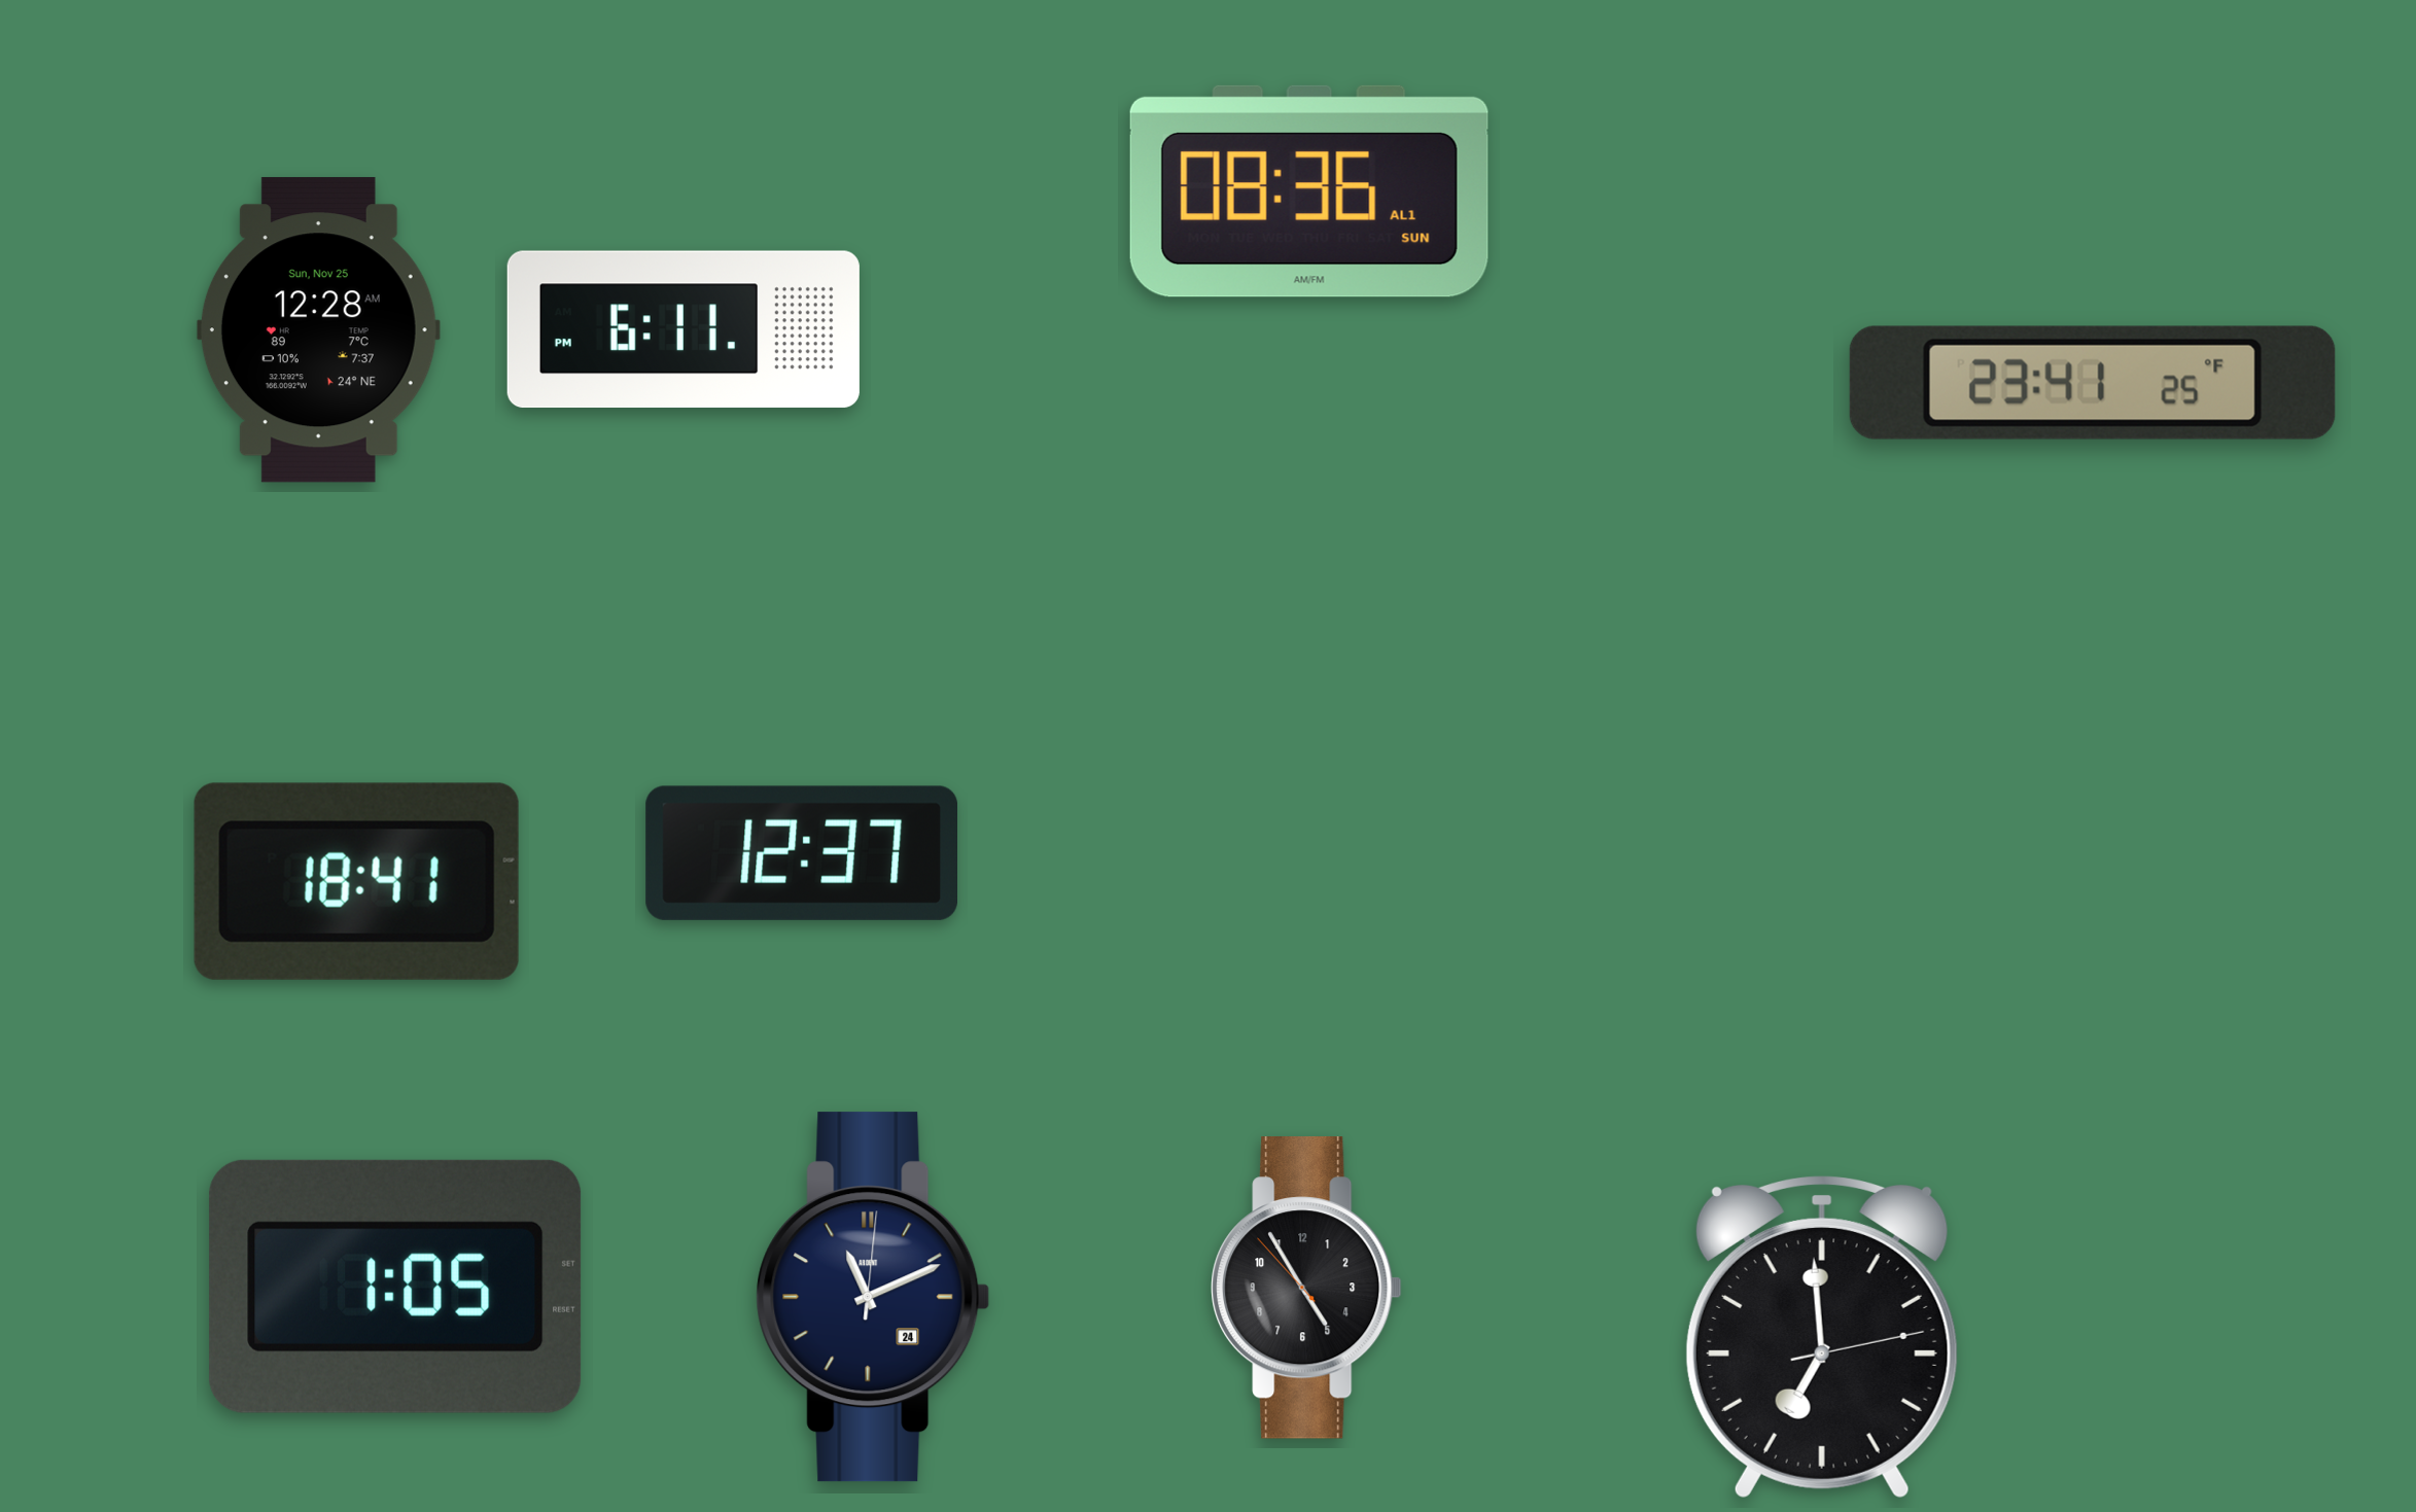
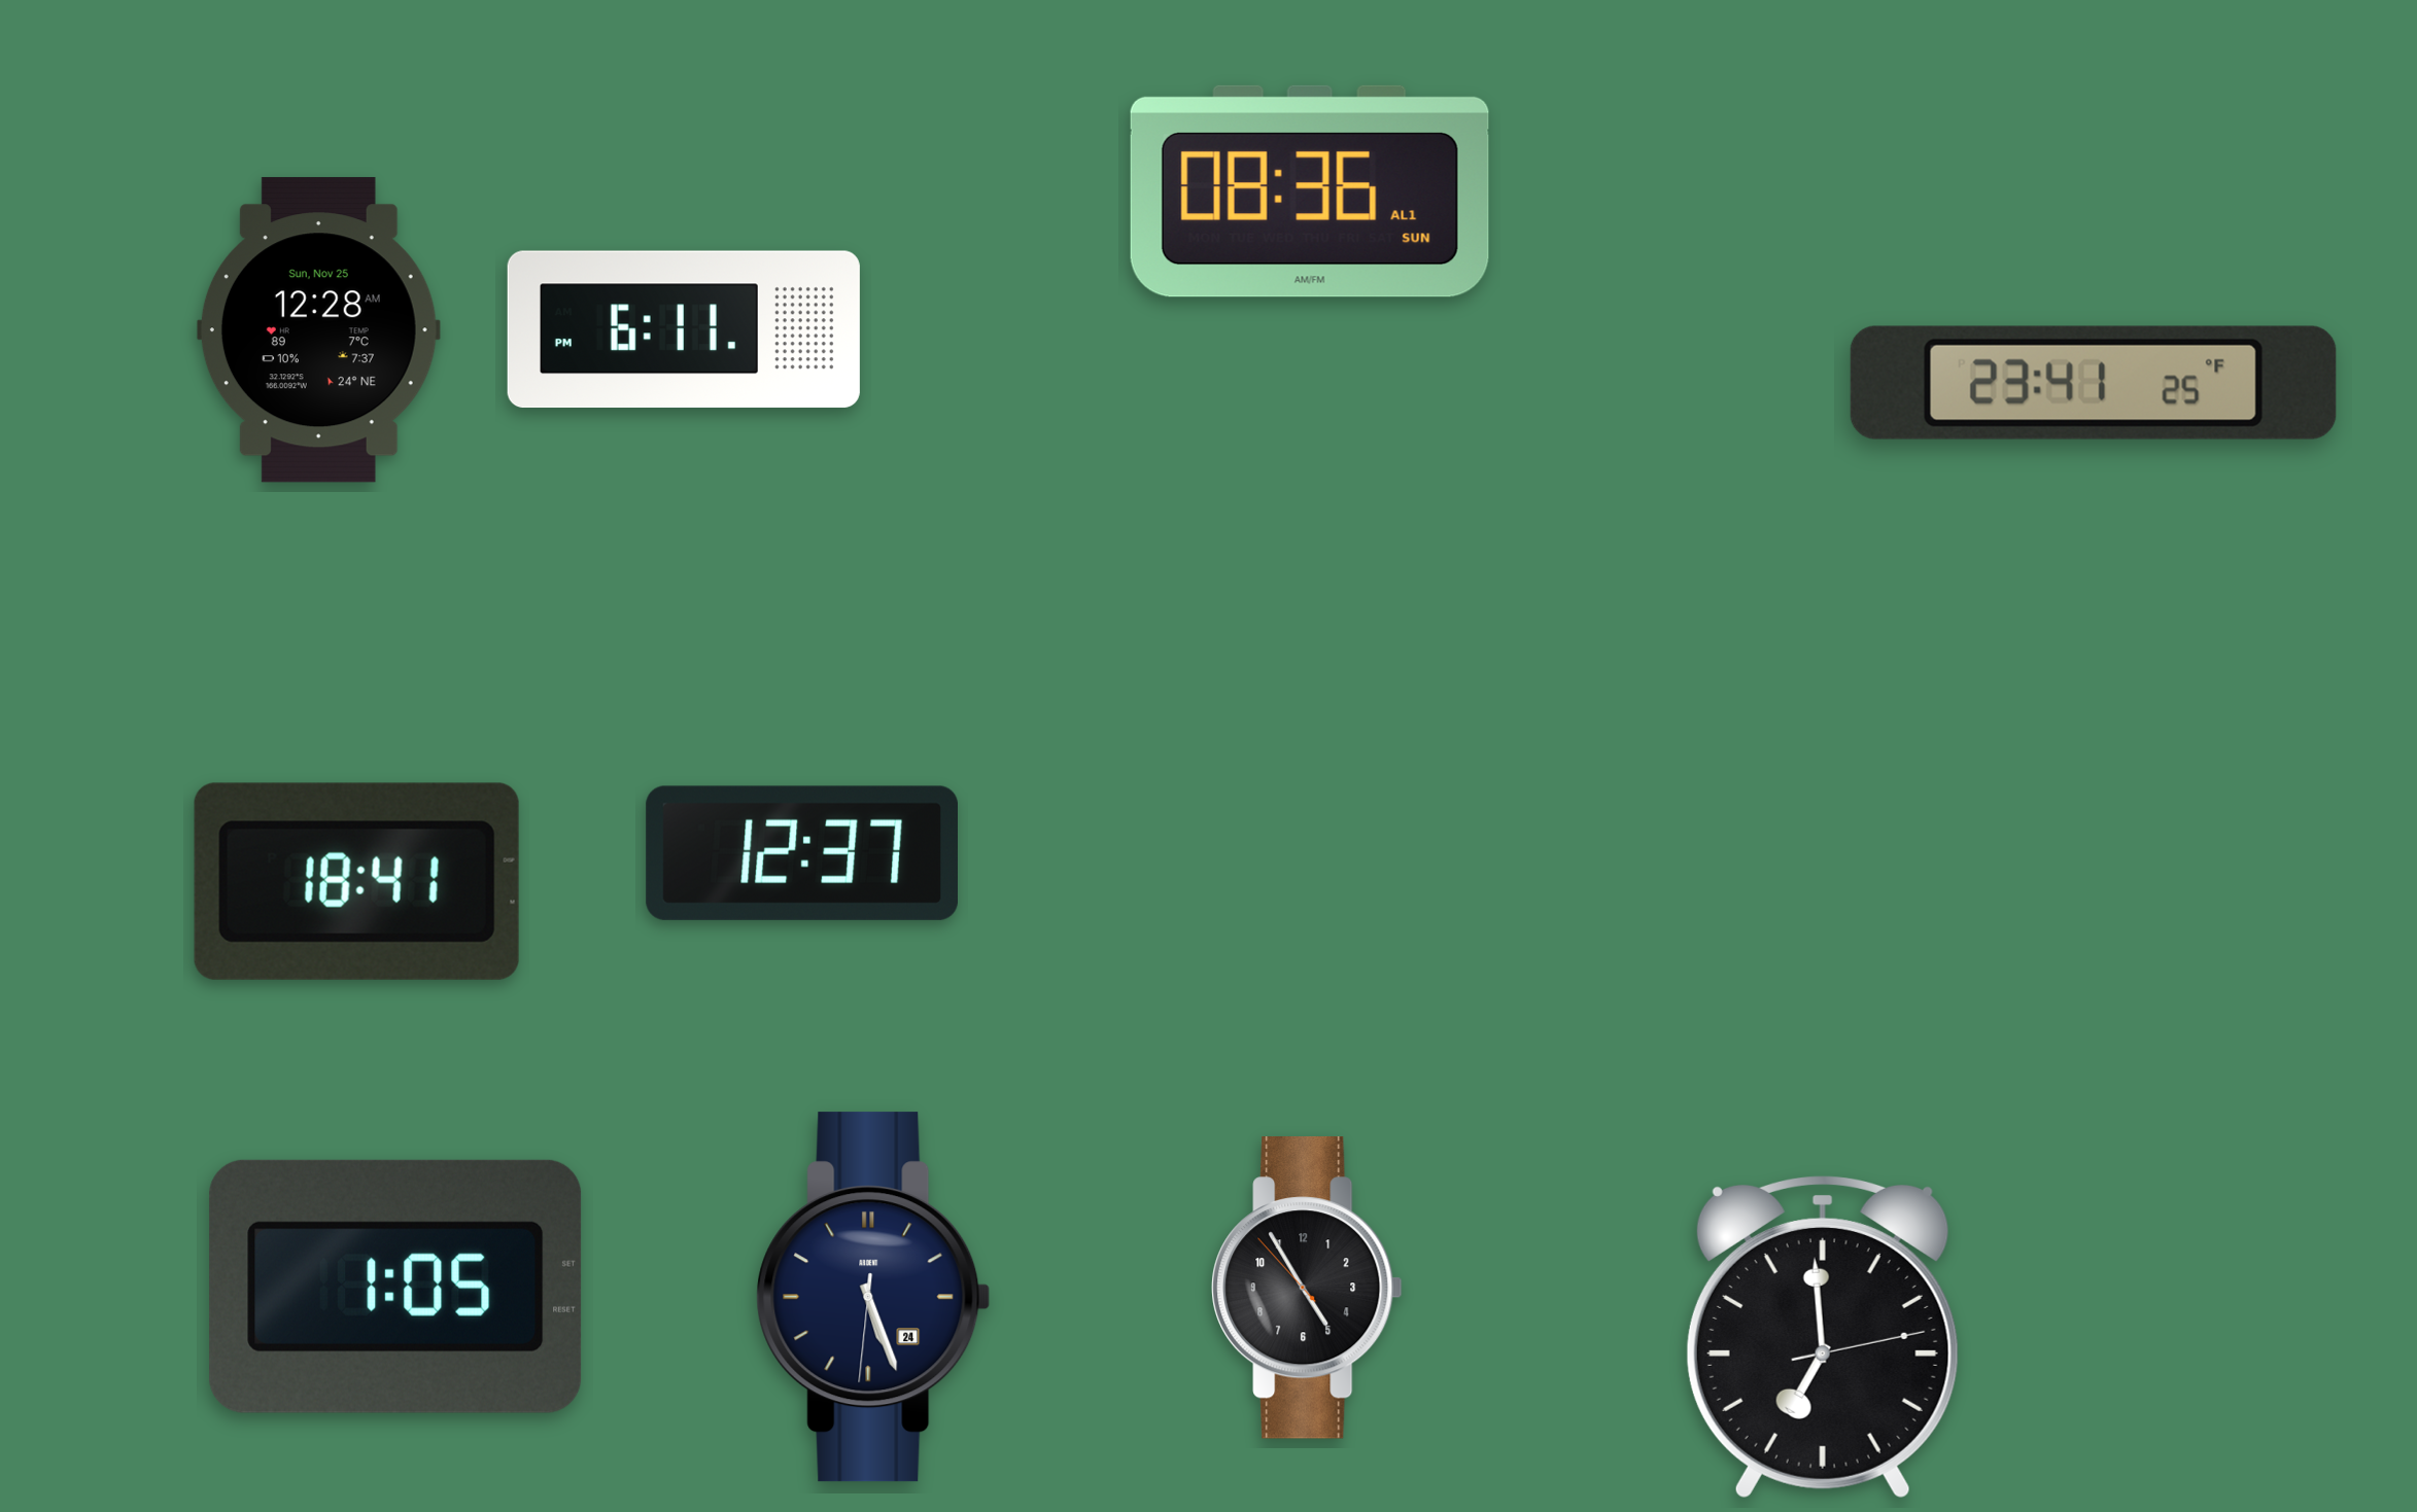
clock at (873, 1297): 11:11 -> 5:26
